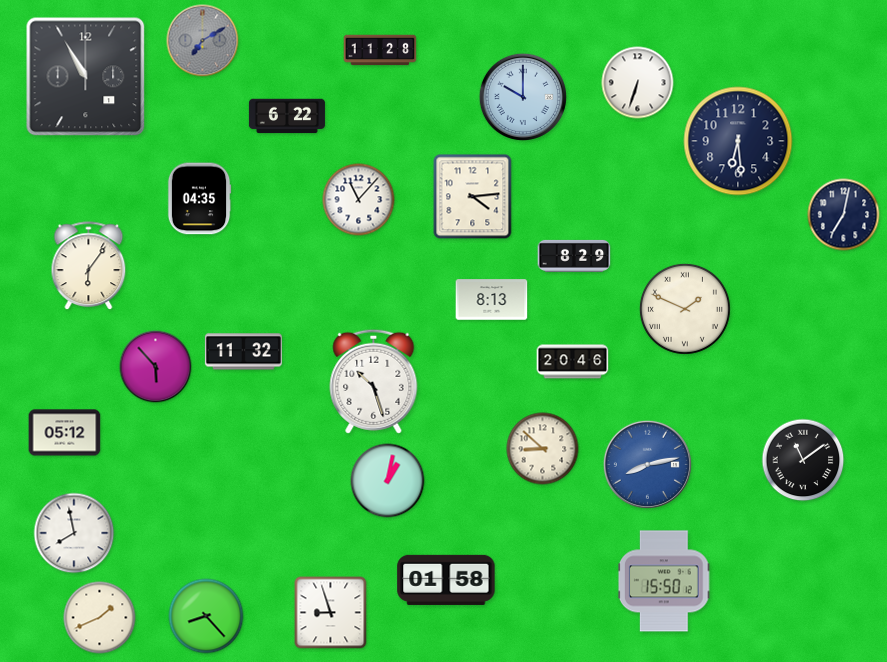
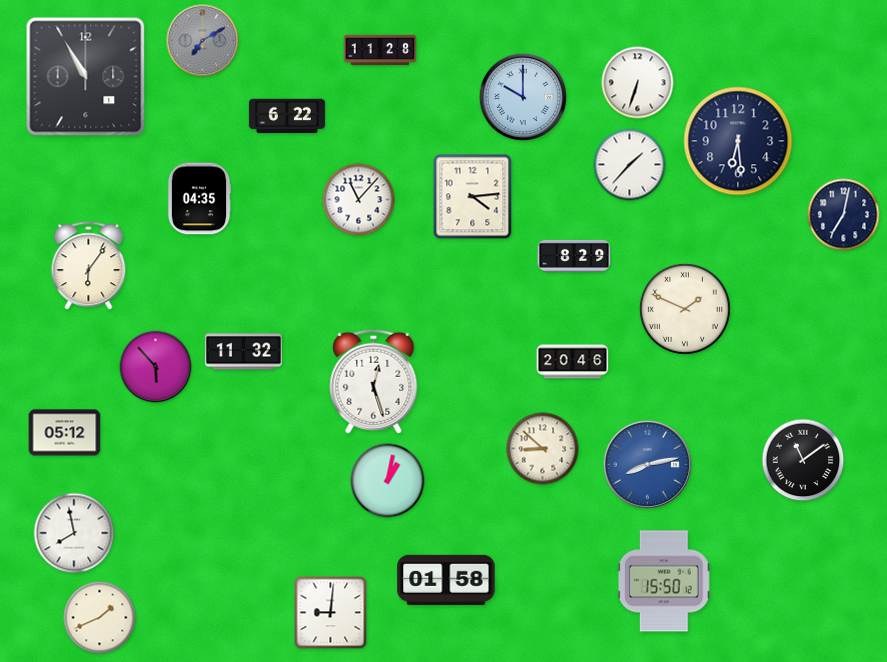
clock at (630, 165): none -> 1:37
clock at (492, 300): 8:13 -> none
clock at (374, 381): 10:27 -> 12:27
clock at (331, 613): 8:57 -> 9:01
clock at (206, 616): 8:23 -> none
